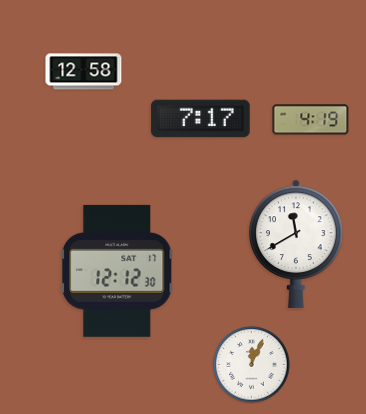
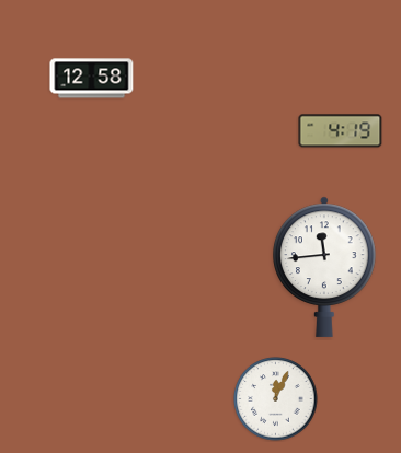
clock at (201, 119): 7:17 -> none
clock at (296, 244): 11:40 -> 11:44
clock at (118, 271): 12:12 -> none
